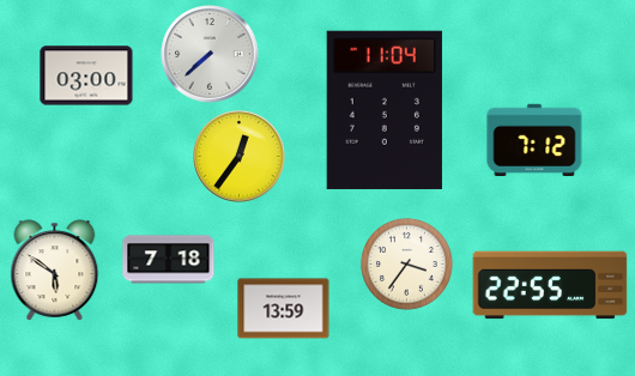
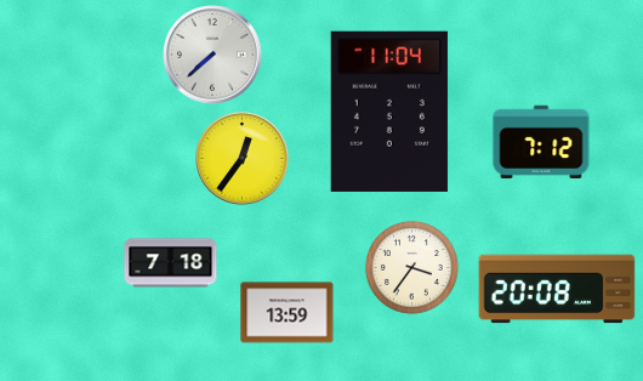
clock at (86, 75): 03:00 -> none
clock at (55, 271): 5:51 -> none
clock at (550, 285): 22:55 -> 20:08
